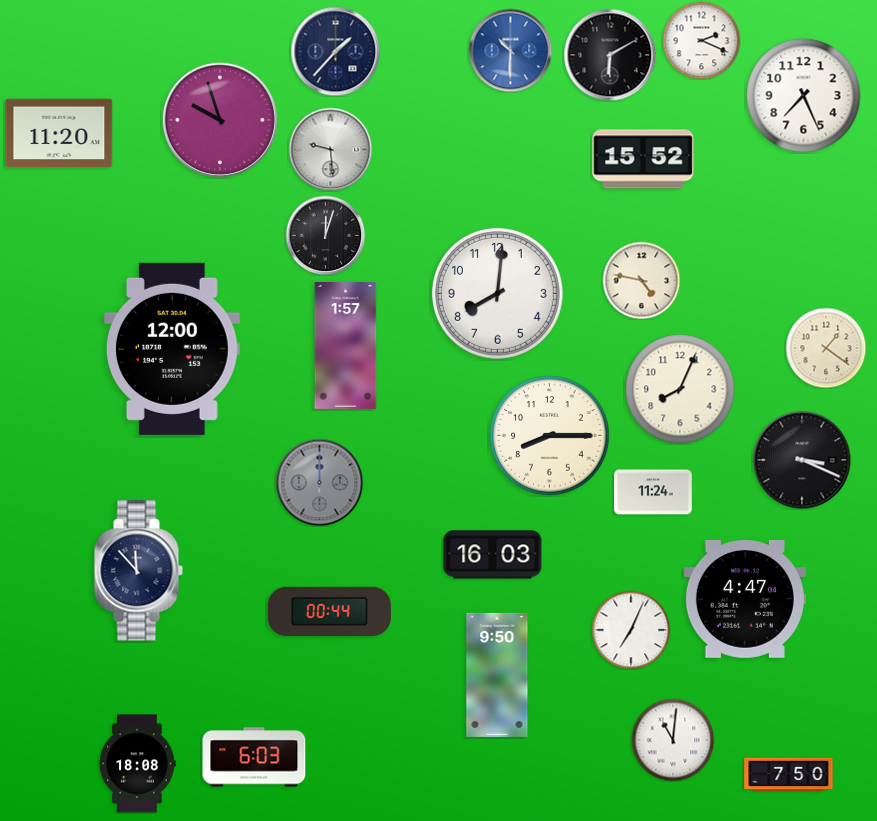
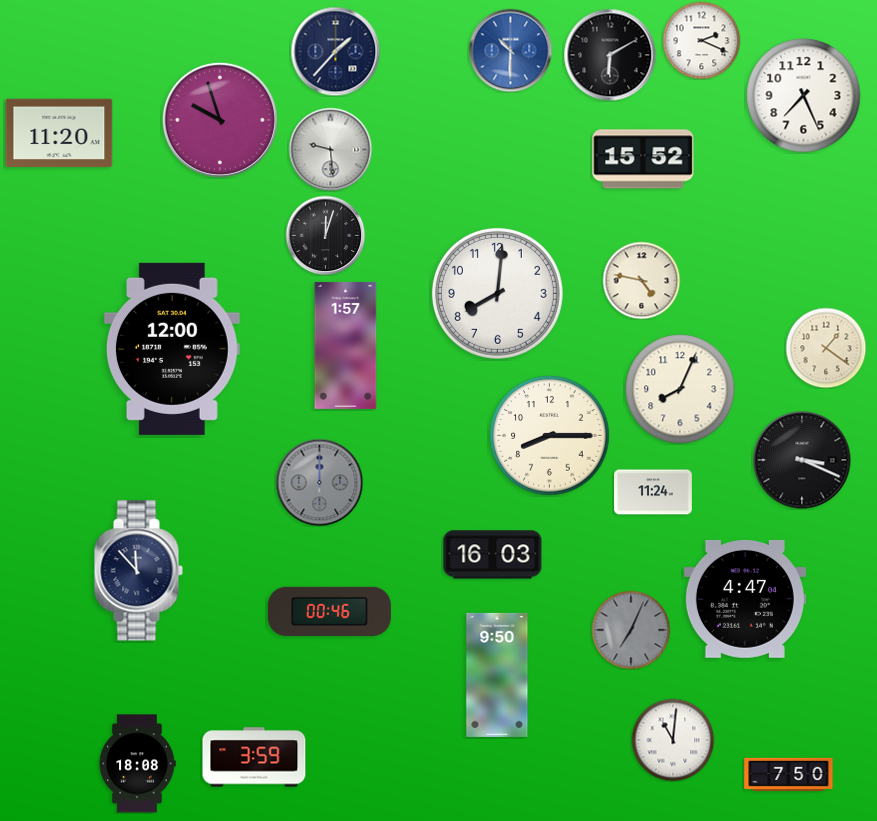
clock at (329, 611): 00:44 -> 00:46
clock at (631, 630) dial: white -> grey
clock at (254, 757): 6:03 -> 3:59
